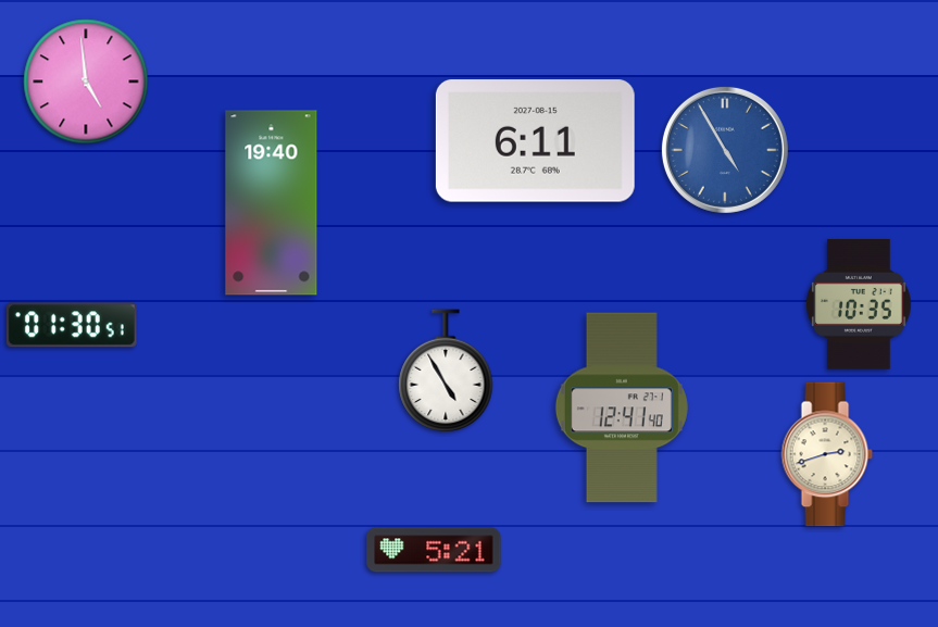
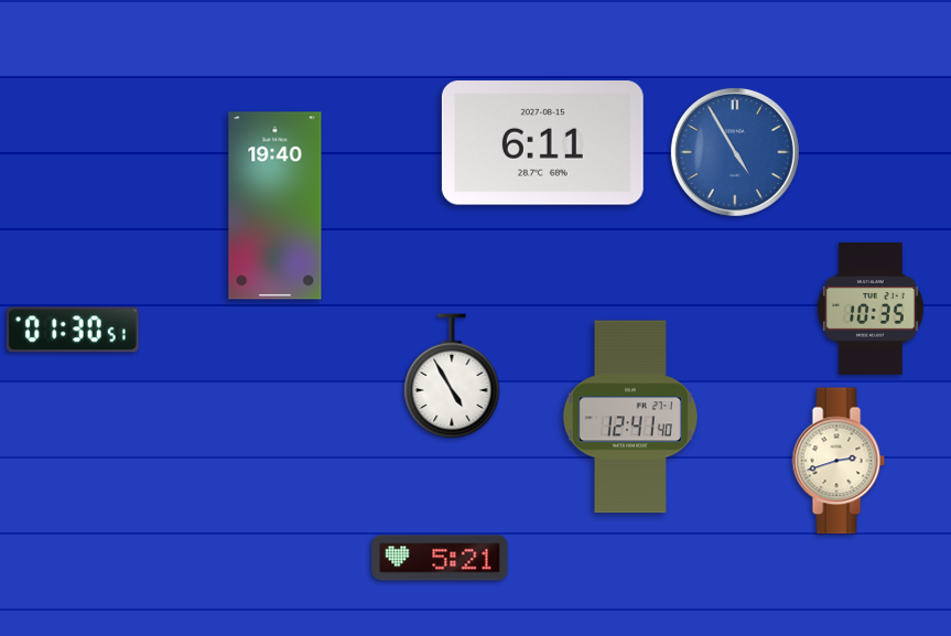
clock at (86, 81): 4:59 -> none
clock at (622, 407) position: (622, 407) -> (630, 417)
